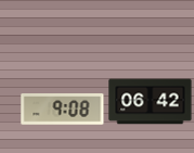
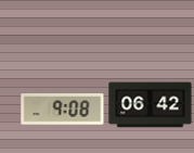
clock at (151, 102) position: (151, 102) -> (151, 105)
